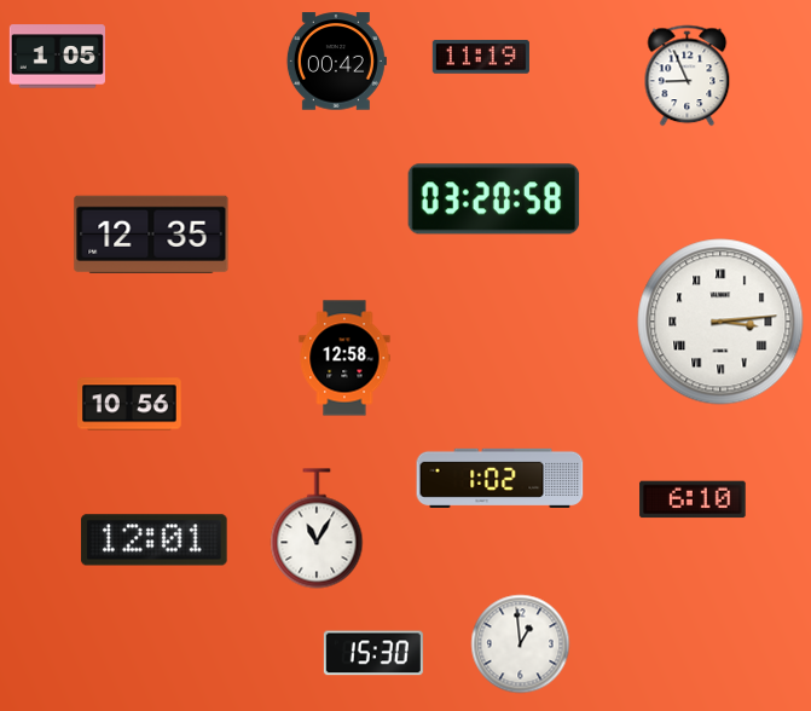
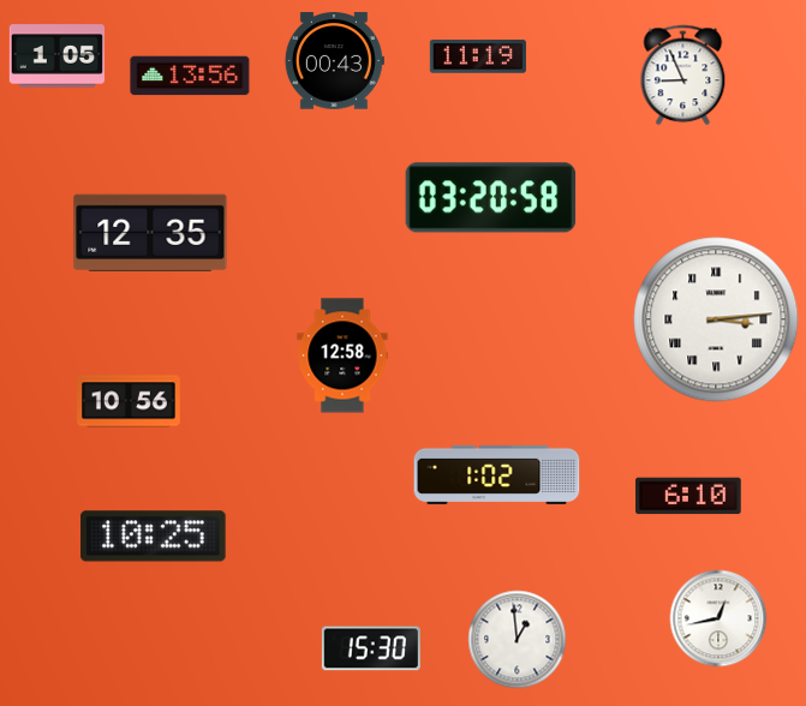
clock at (336, 62): 00:42 -> 00:43
clock at (190, 76): none -> 13:56
clock at (317, 528): 11:05 -> none
clock at (155, 541): 12:01 -> 10:25
clock at (718, 618): none -> 12:43
